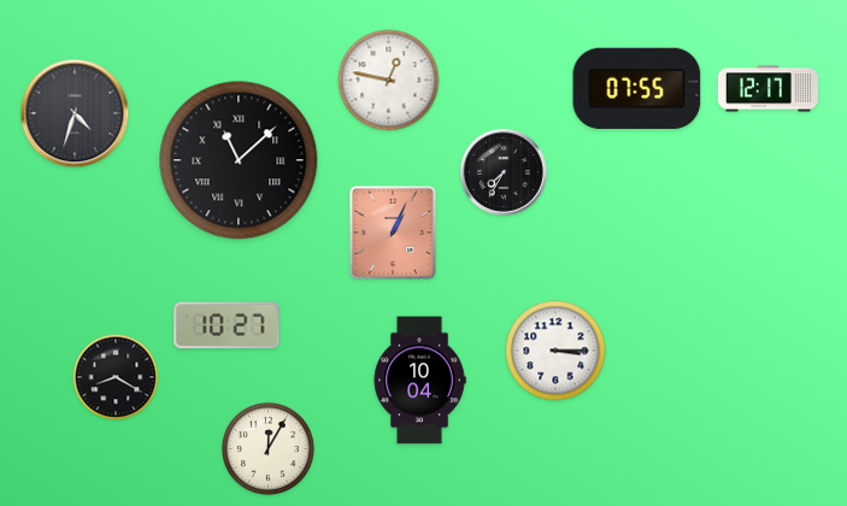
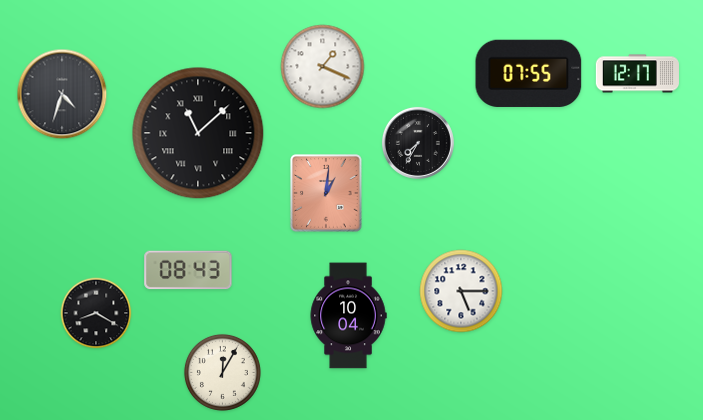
clock at (389, 81): 12:47 -> 1:19
clock at (393, 233): 1:04 -> 1:01
clock at (227, 325): 10:27 -> 08:43
clock at (555, 351): 3:15 -> 5:15
